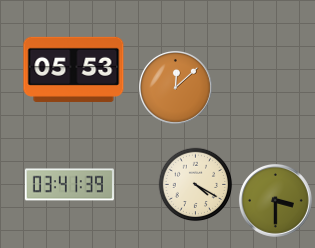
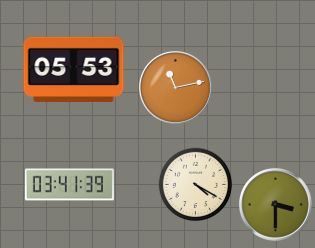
clock at (175, 87): 12:08 -> 11:13
clock at (275, 200) position: (275, 200) -> (275, 204)
